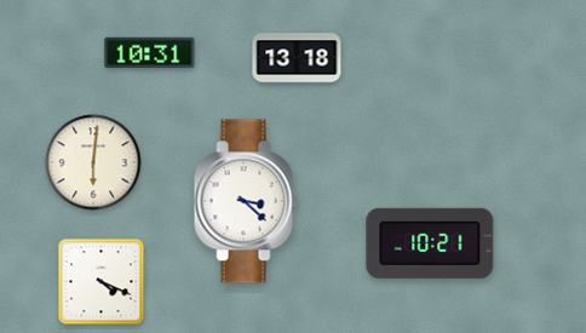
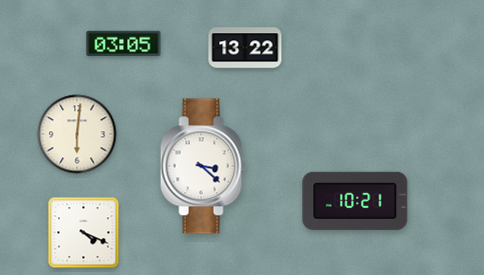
clock at (150, 53): 10:31 -> 03:05
clock at (297, 58): 13:18 -> 13:22
